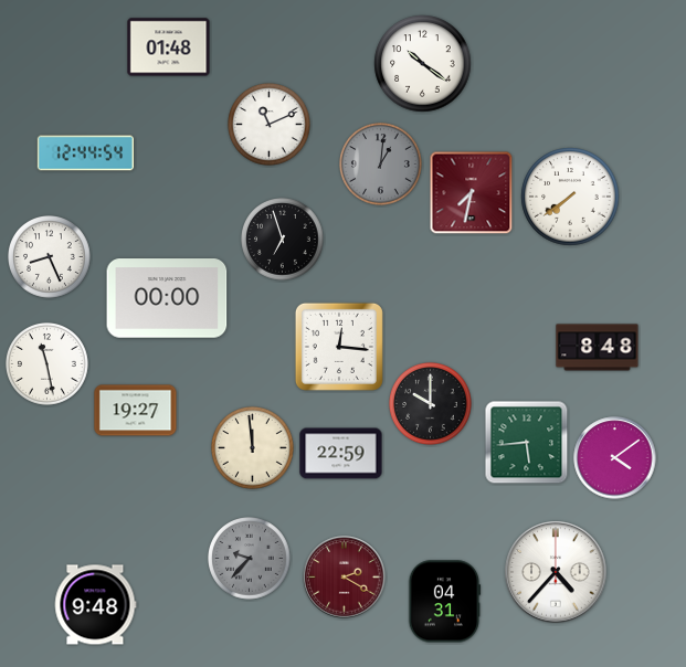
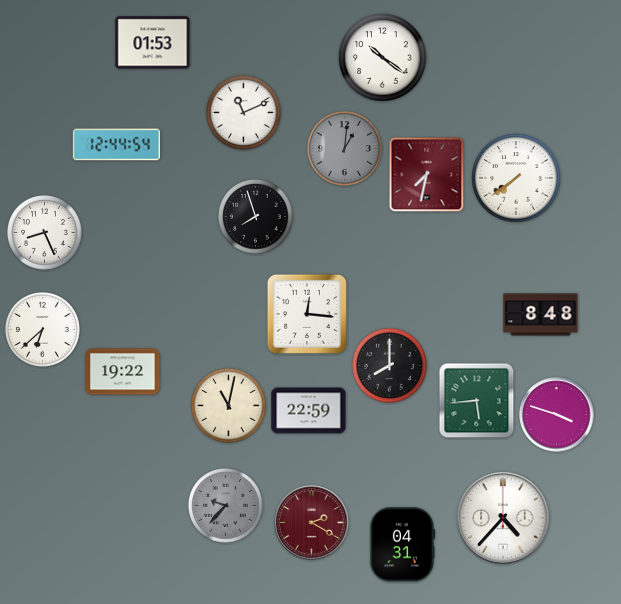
clock at (169, 47): 01:48 -> 01:53
clock at (86, 153) position: (86, 153) -> (117, 145)
clock at (283, 240): 6:57 -> 7:57
clock at (167, 298): 00:00 -> none
clock at (48, 364): 11:28 -> 6:38
clock at (431, 404): 10:00 -> 8:00
clock at (136, 411): 19:27 -> 19:22
clock at (253, 448): 11:59 -> 11:02
clock at (615, 458): 4:09 -> 3:48
clock at (95, 605): 9:48 -> none
